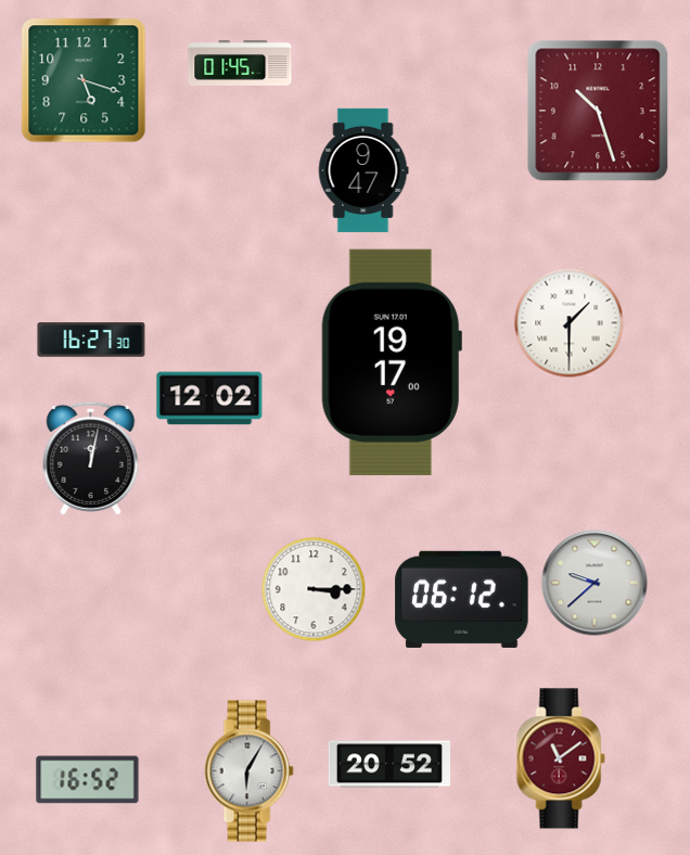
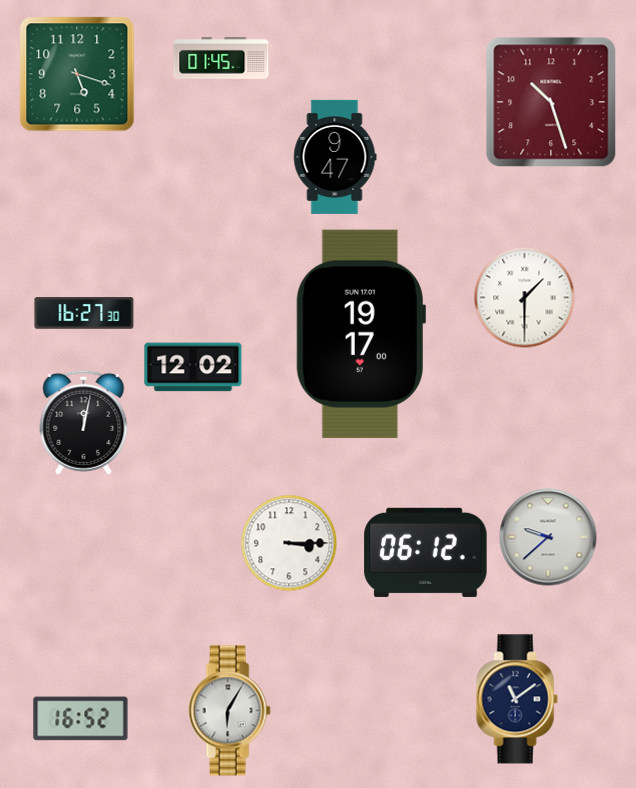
clock at (561, 758) dial: burgundy -> navy
clock at (389, 764): 20:52 -> none
